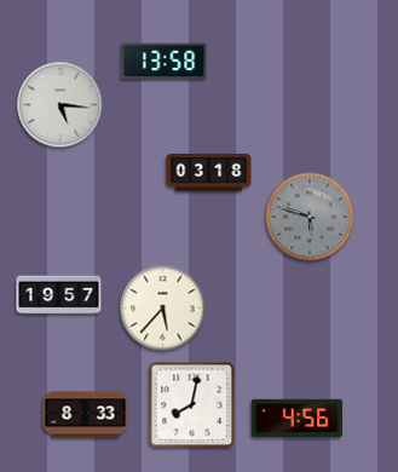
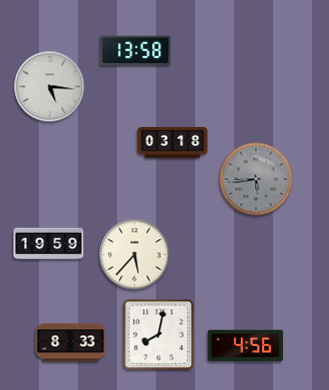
clock at (310, 217): 5:48 -> 5:44
clock at (59, 295): 19:57 -> 19:59
